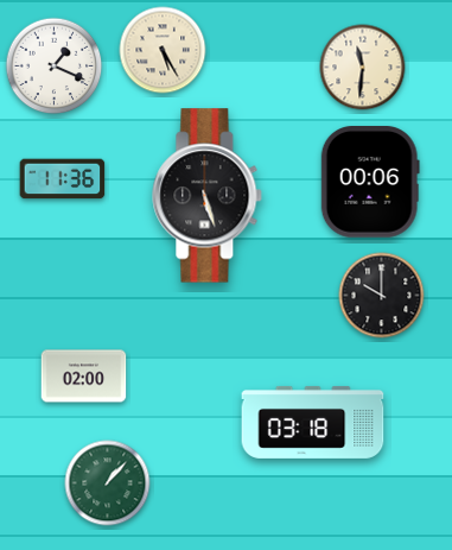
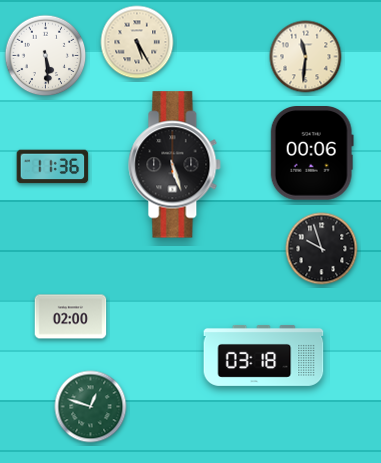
clock at (55, 67): 1:19 -> 5:29
clock at (63, 179) position: (63, 179) -> (53, 167)
clock at (382, 296): 10:00 -> 9:57
clock at (108, 483): 1:07 -> 12:48
